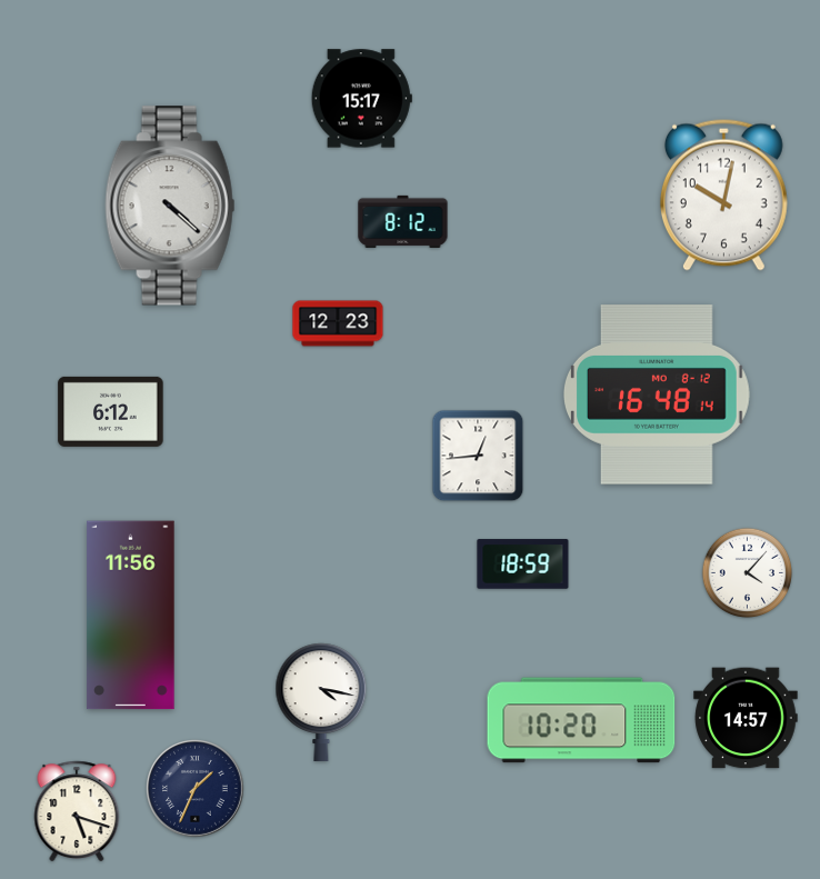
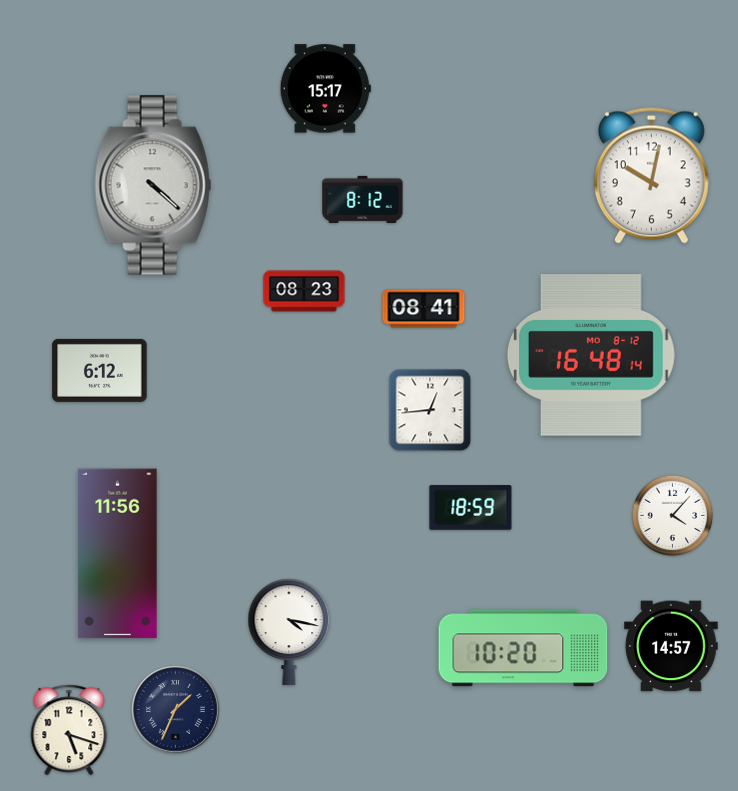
clock at (338, 323): 12:23 -> 08:23
clock at (424, 309): none -> 08:41
